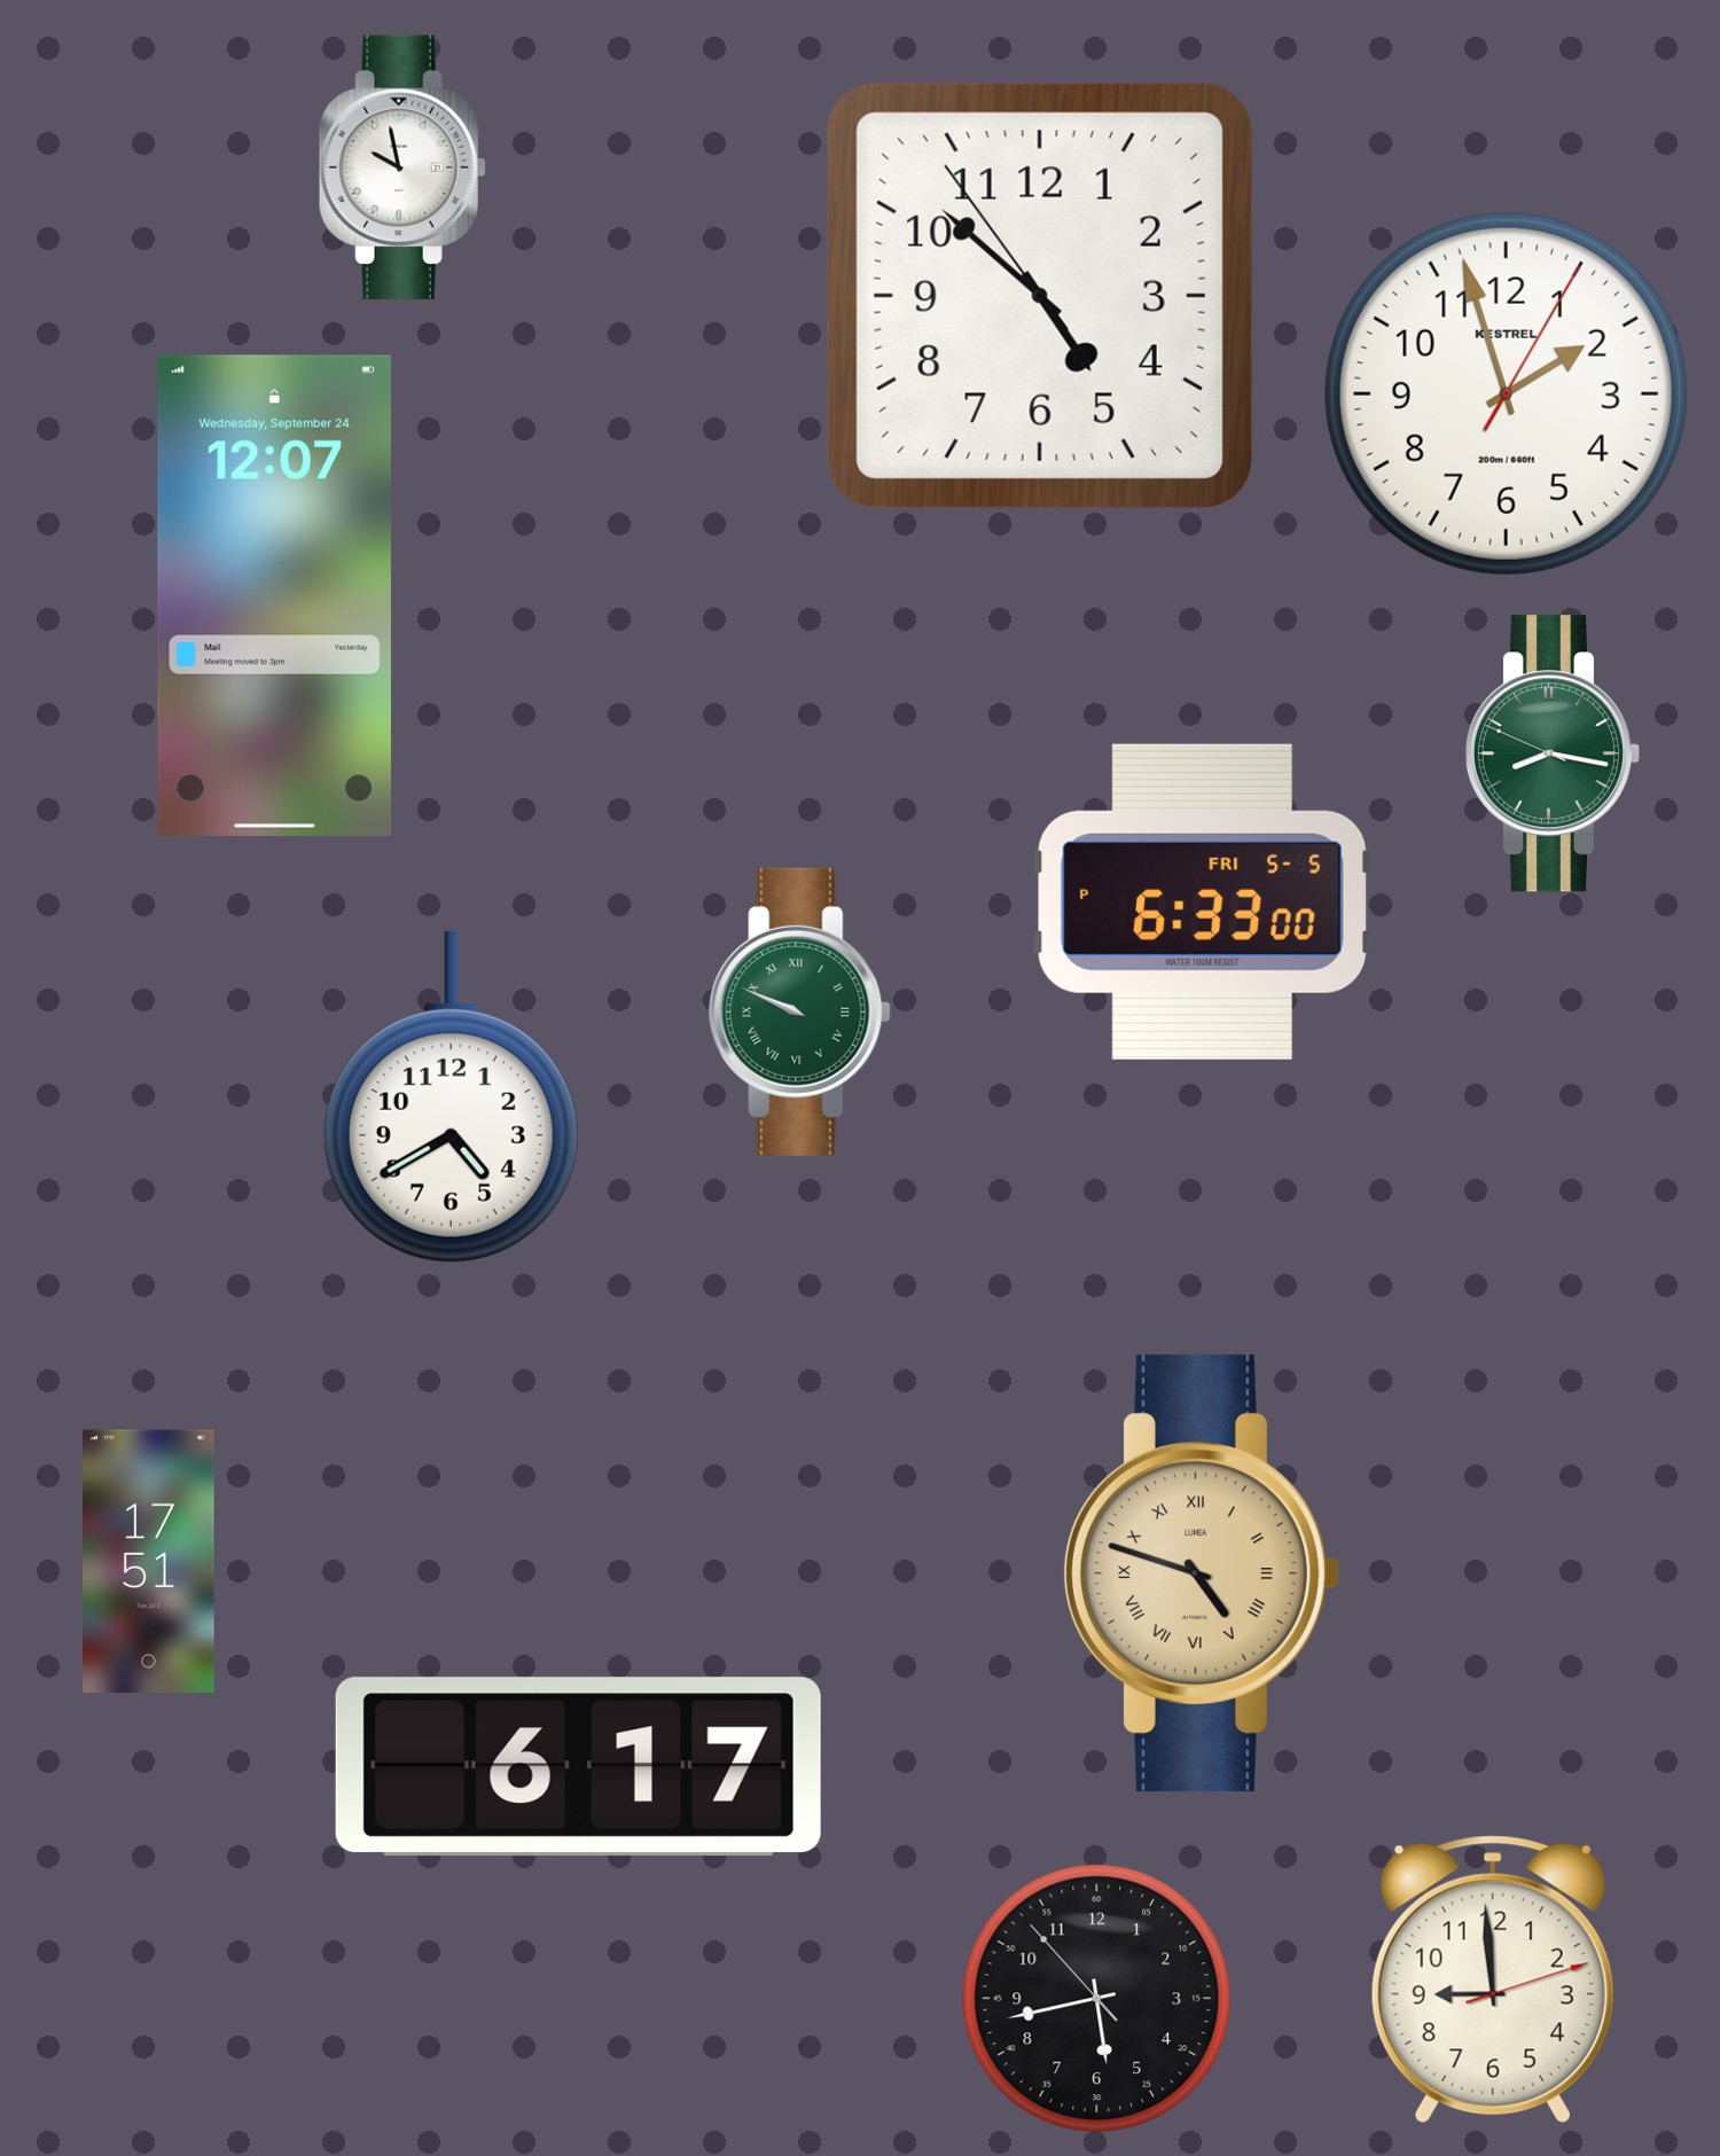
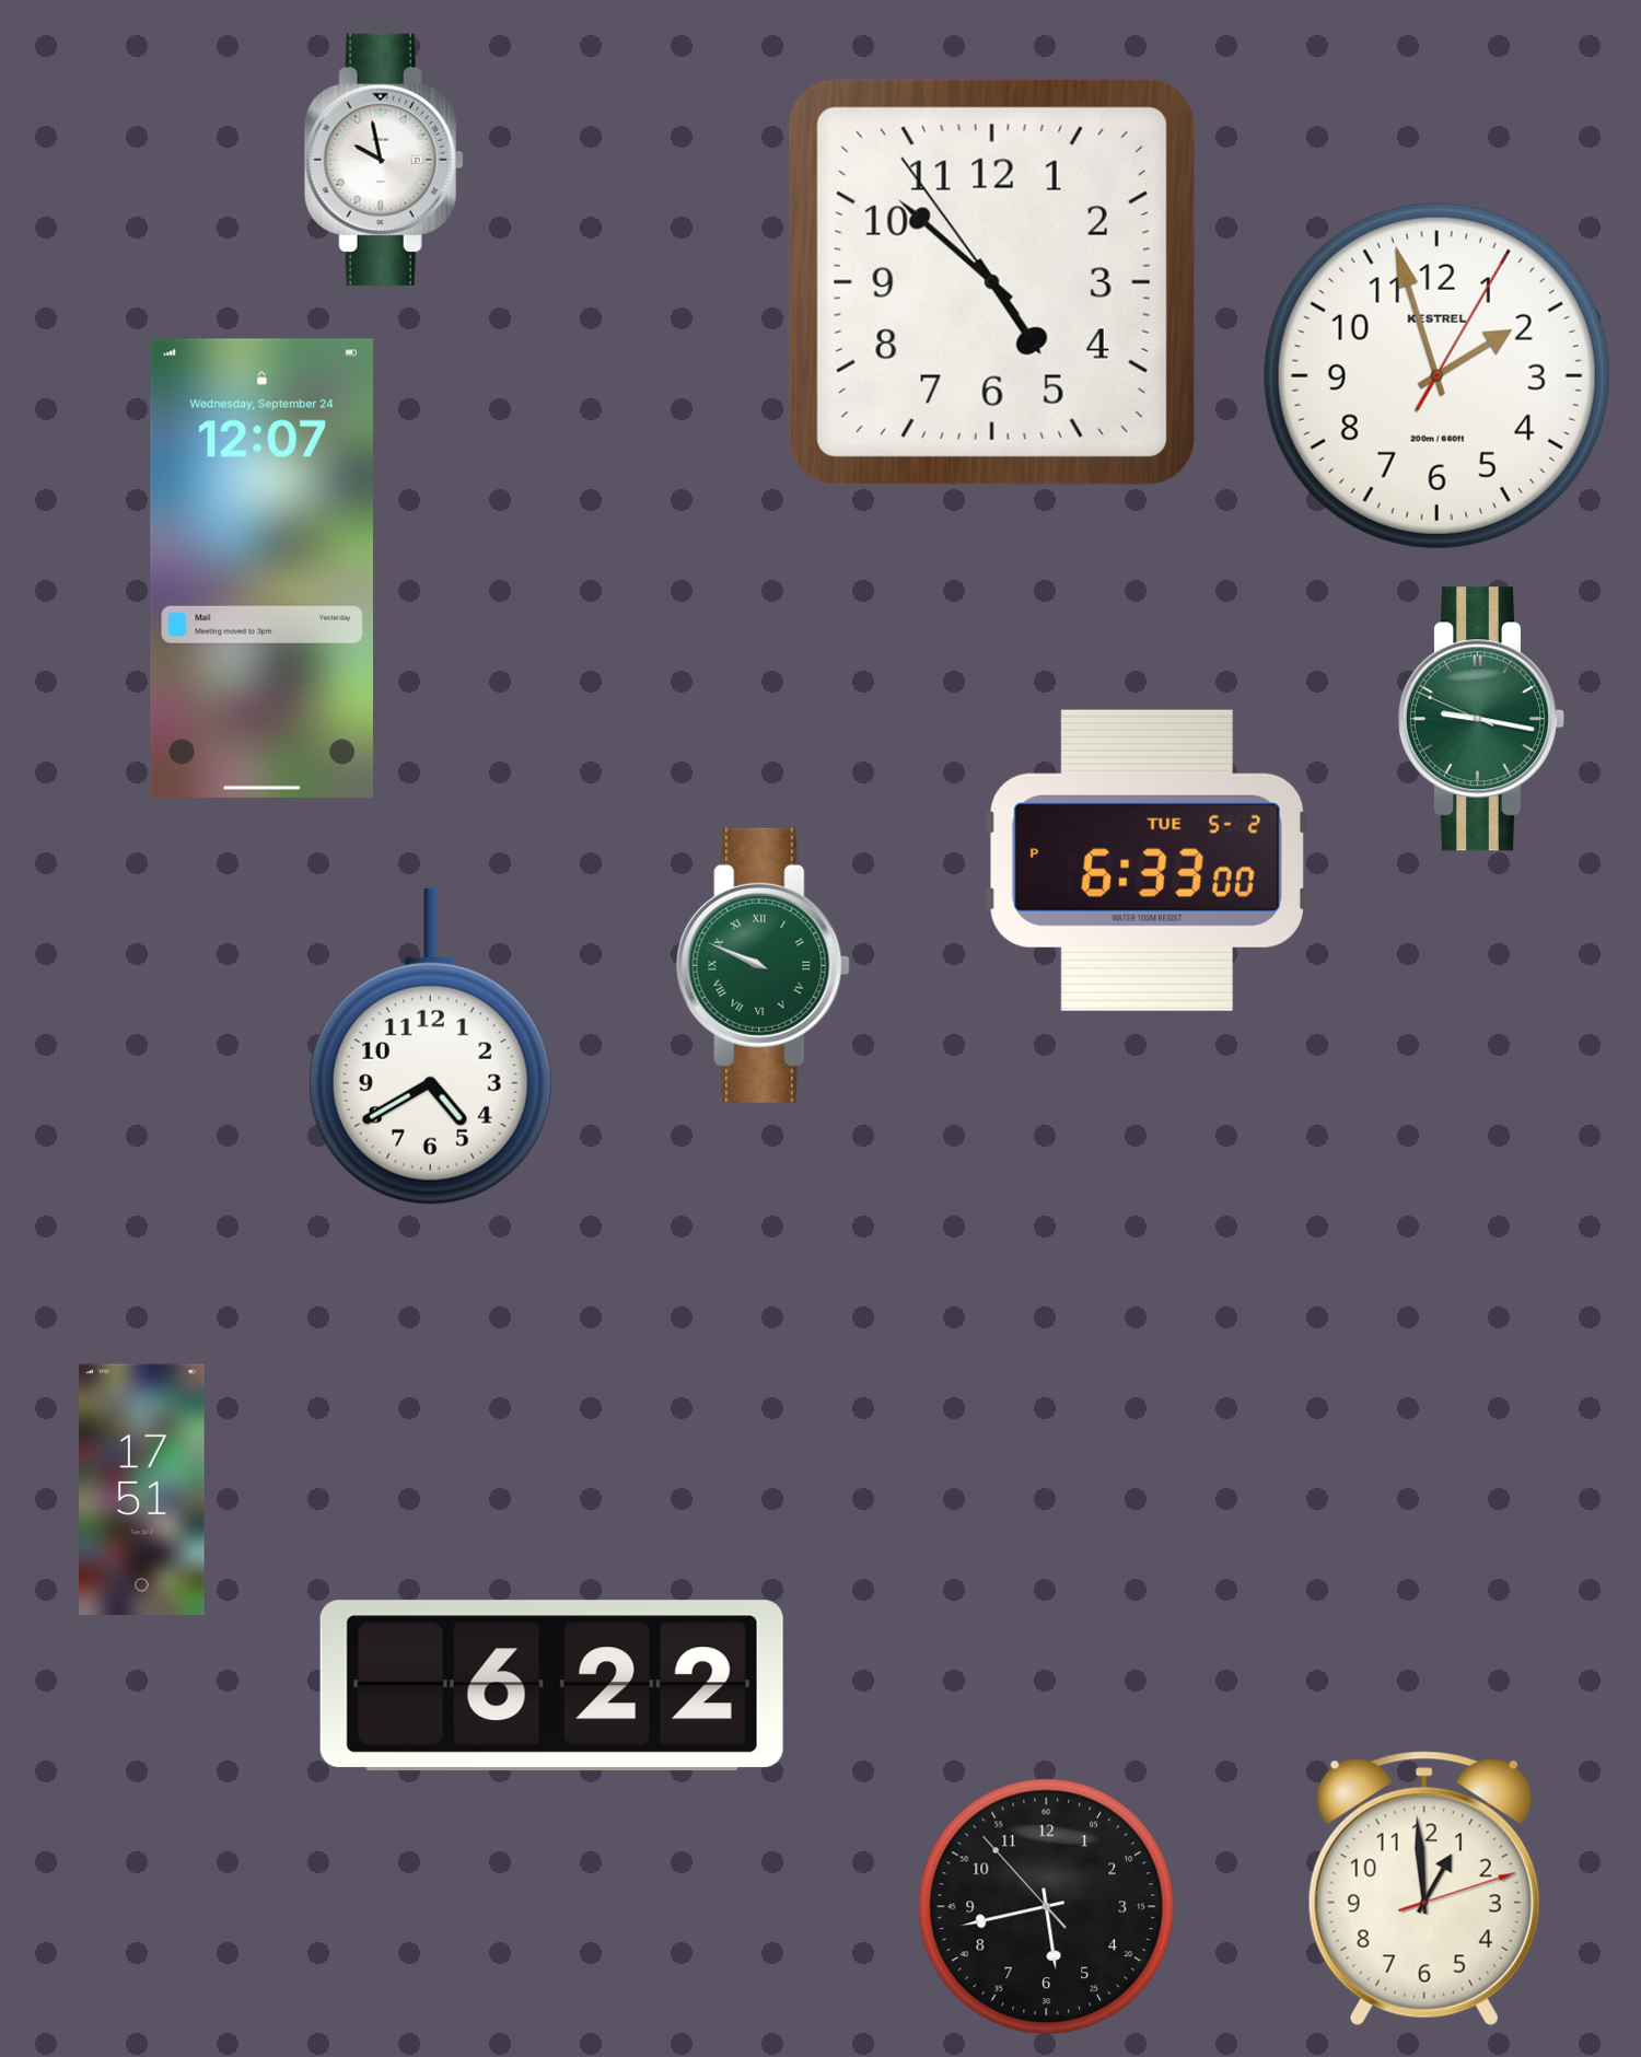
clock at (1551, 753): 8:16 -> 9:16
clock at (1202, 901) date: FRI 5-5 -> TUE 5-2
clock at (1201, 1573): 4:48 -> none
clock at (578, 1767): 6:17 -> 6:22
clock at (1493, 1979): 8:59 -> 12:59
